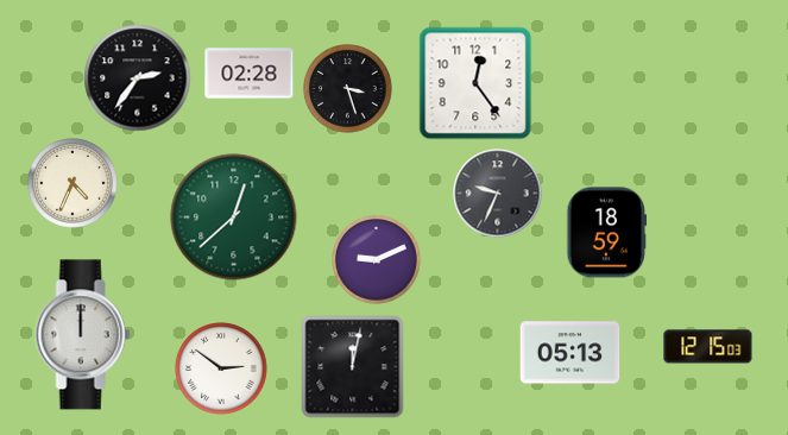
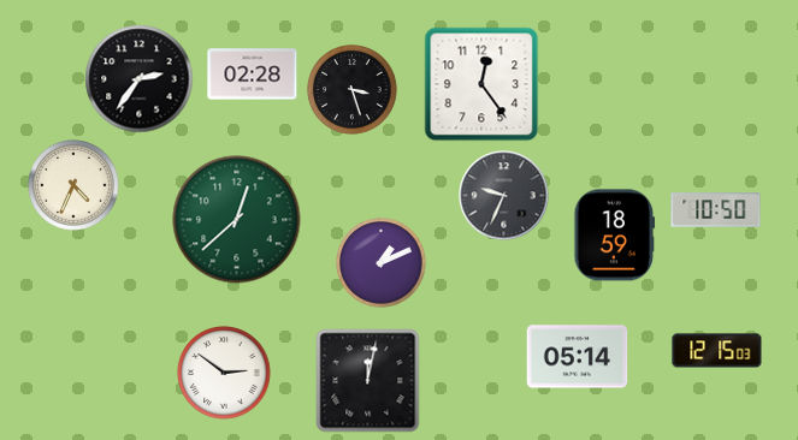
clock at (716, 210): none -> 10:50
clock at (377, 260): 9:11 -> 1:11
clock at (83, 335): 12:00 -> none
clock at (570, 353): 05:13 -> 05:14
clock at (353, 367) position: (353, 367) -> (368, 381)
